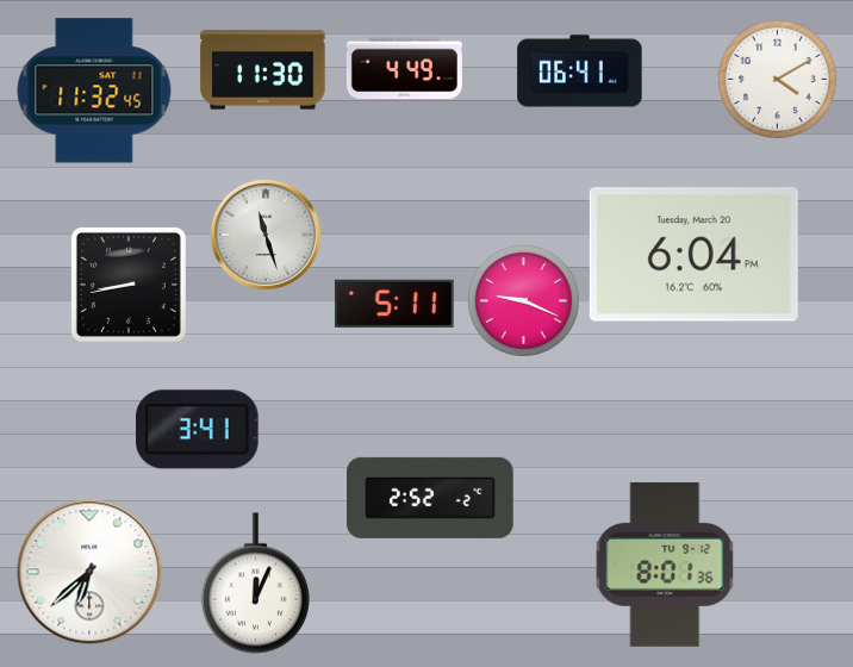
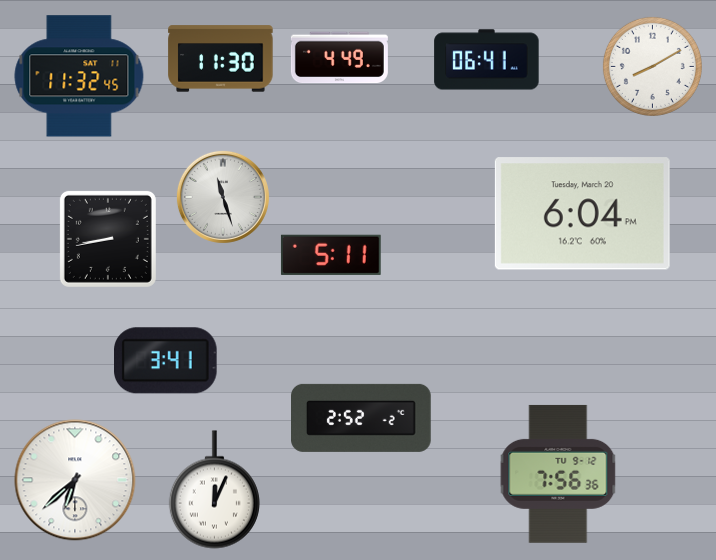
clock at (777, 79): 4:10 -> 8:10
clock at (523, 300): 9:19 -> none
clock at (665, 565): 8:01 -> 7:56
